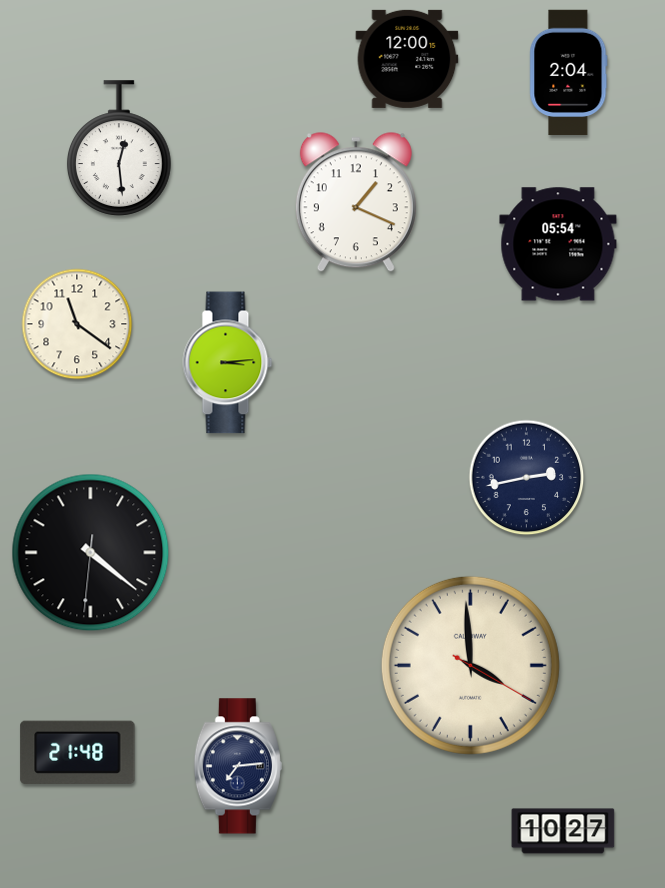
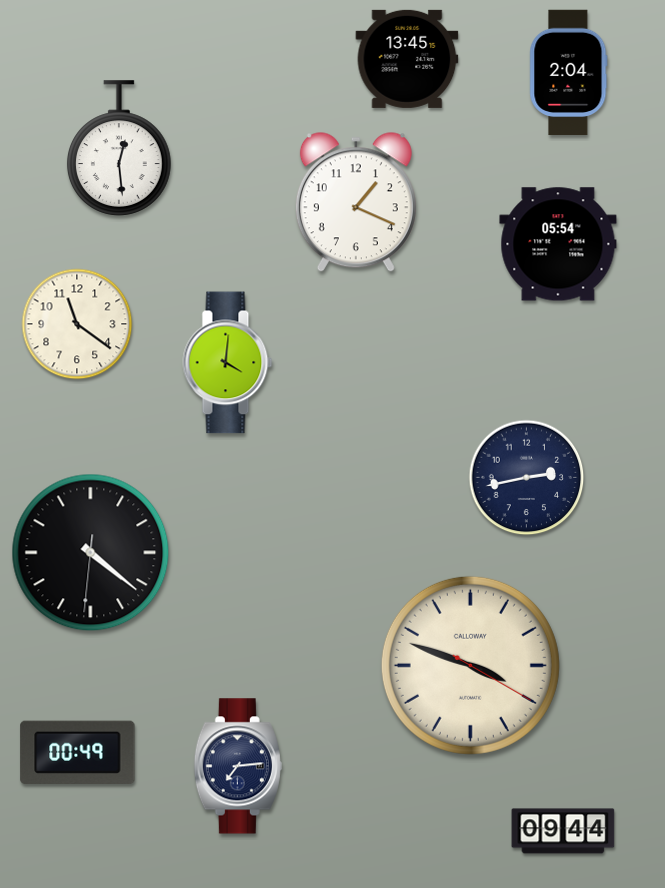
clock at (407, 59): 12:00 -> 13:45
clock at (228, 363): 3:14 -> 4:01
clock at (470, 665): 3:59 -> 3:48
clock at (78, 752): 21:48 -> 00:49
clock at (563, 831): 10:27 -> 09:44
